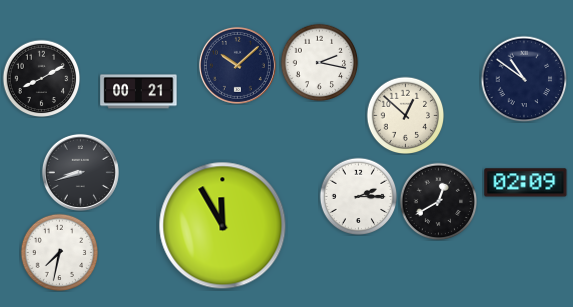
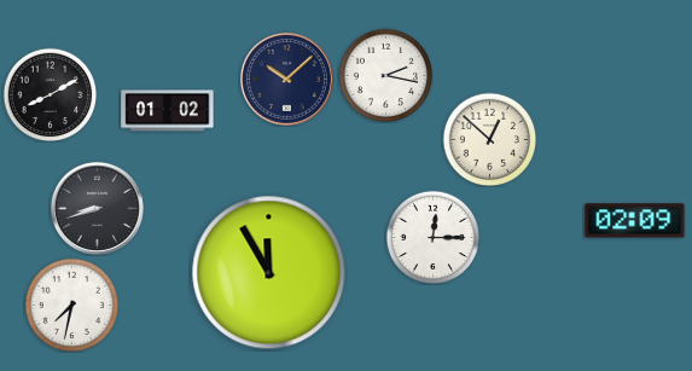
clock at (524, 79): 10:51 -> none
clock at (139, 92): 00:21 -> 01:02
clock at (358, 196): 2:15 -> 12:15
clock at (438, 201): 12:40 -> none
